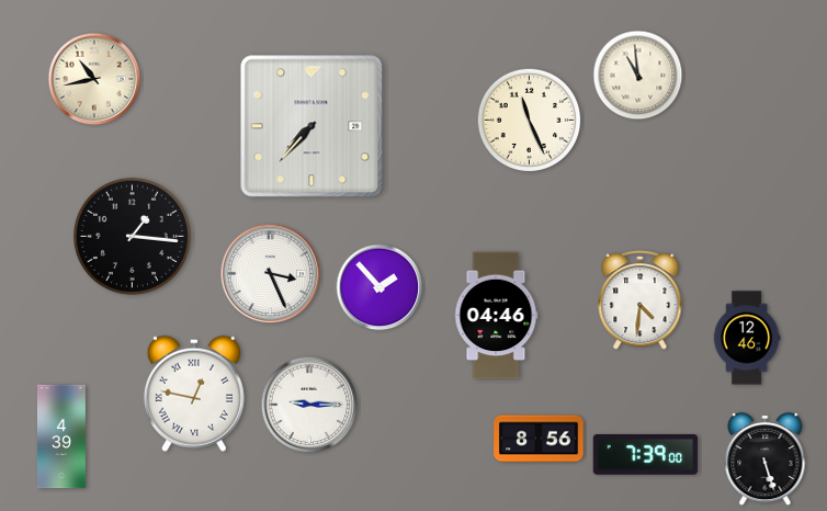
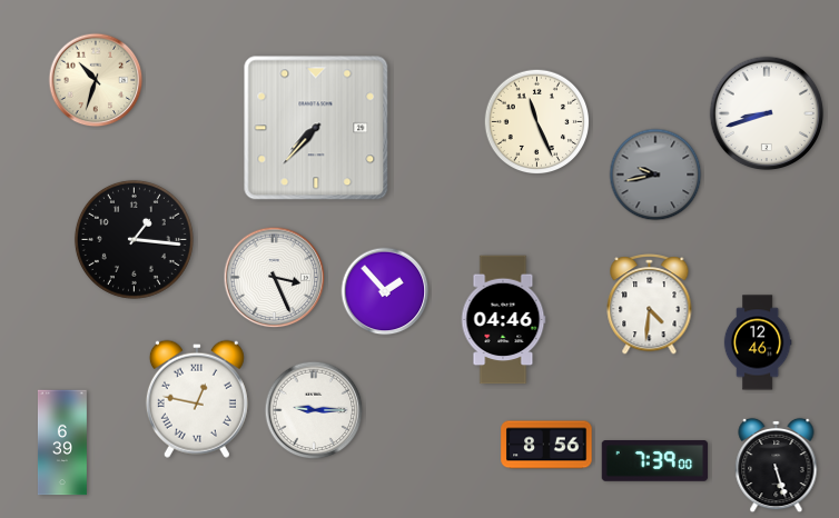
clock at (638, 76): 10:59 -> none
clock at (94, 79): 10:43 -> 10:33
clock at (767, 113): none -> 8:42
clock at (655, 175): none -> 9:43
clock at (61, 436): 4:39 -> 6:39
